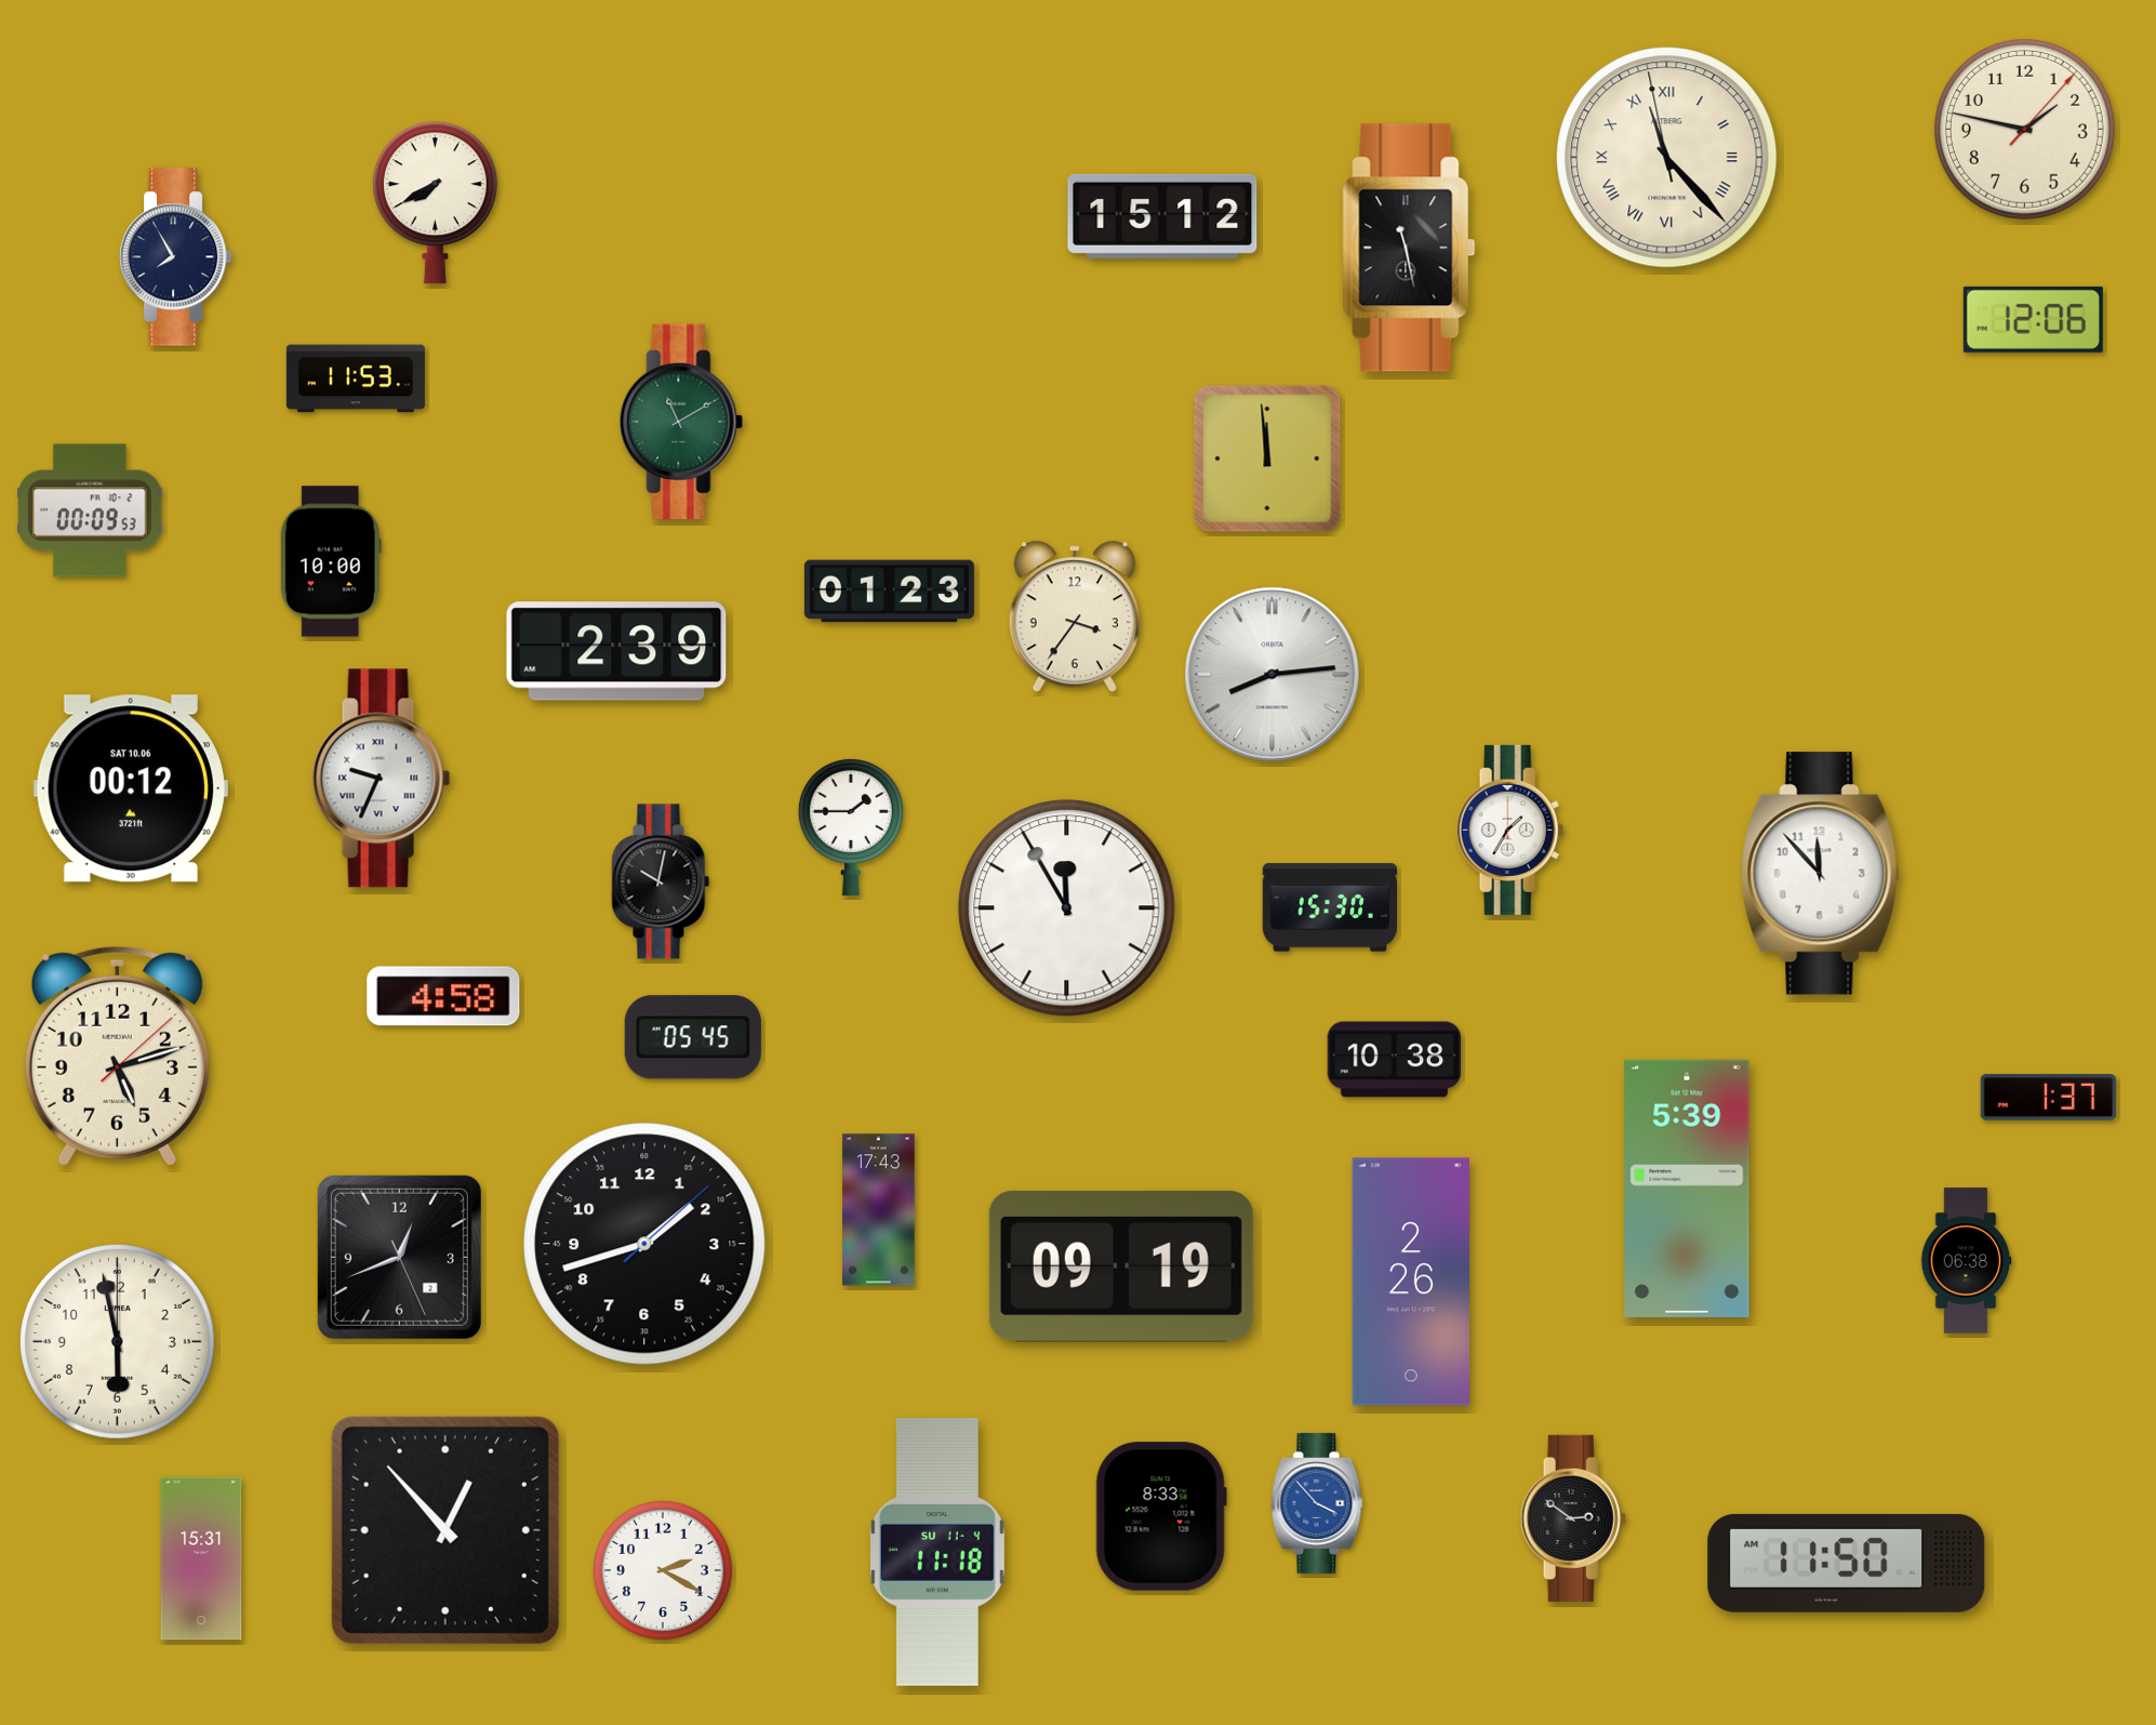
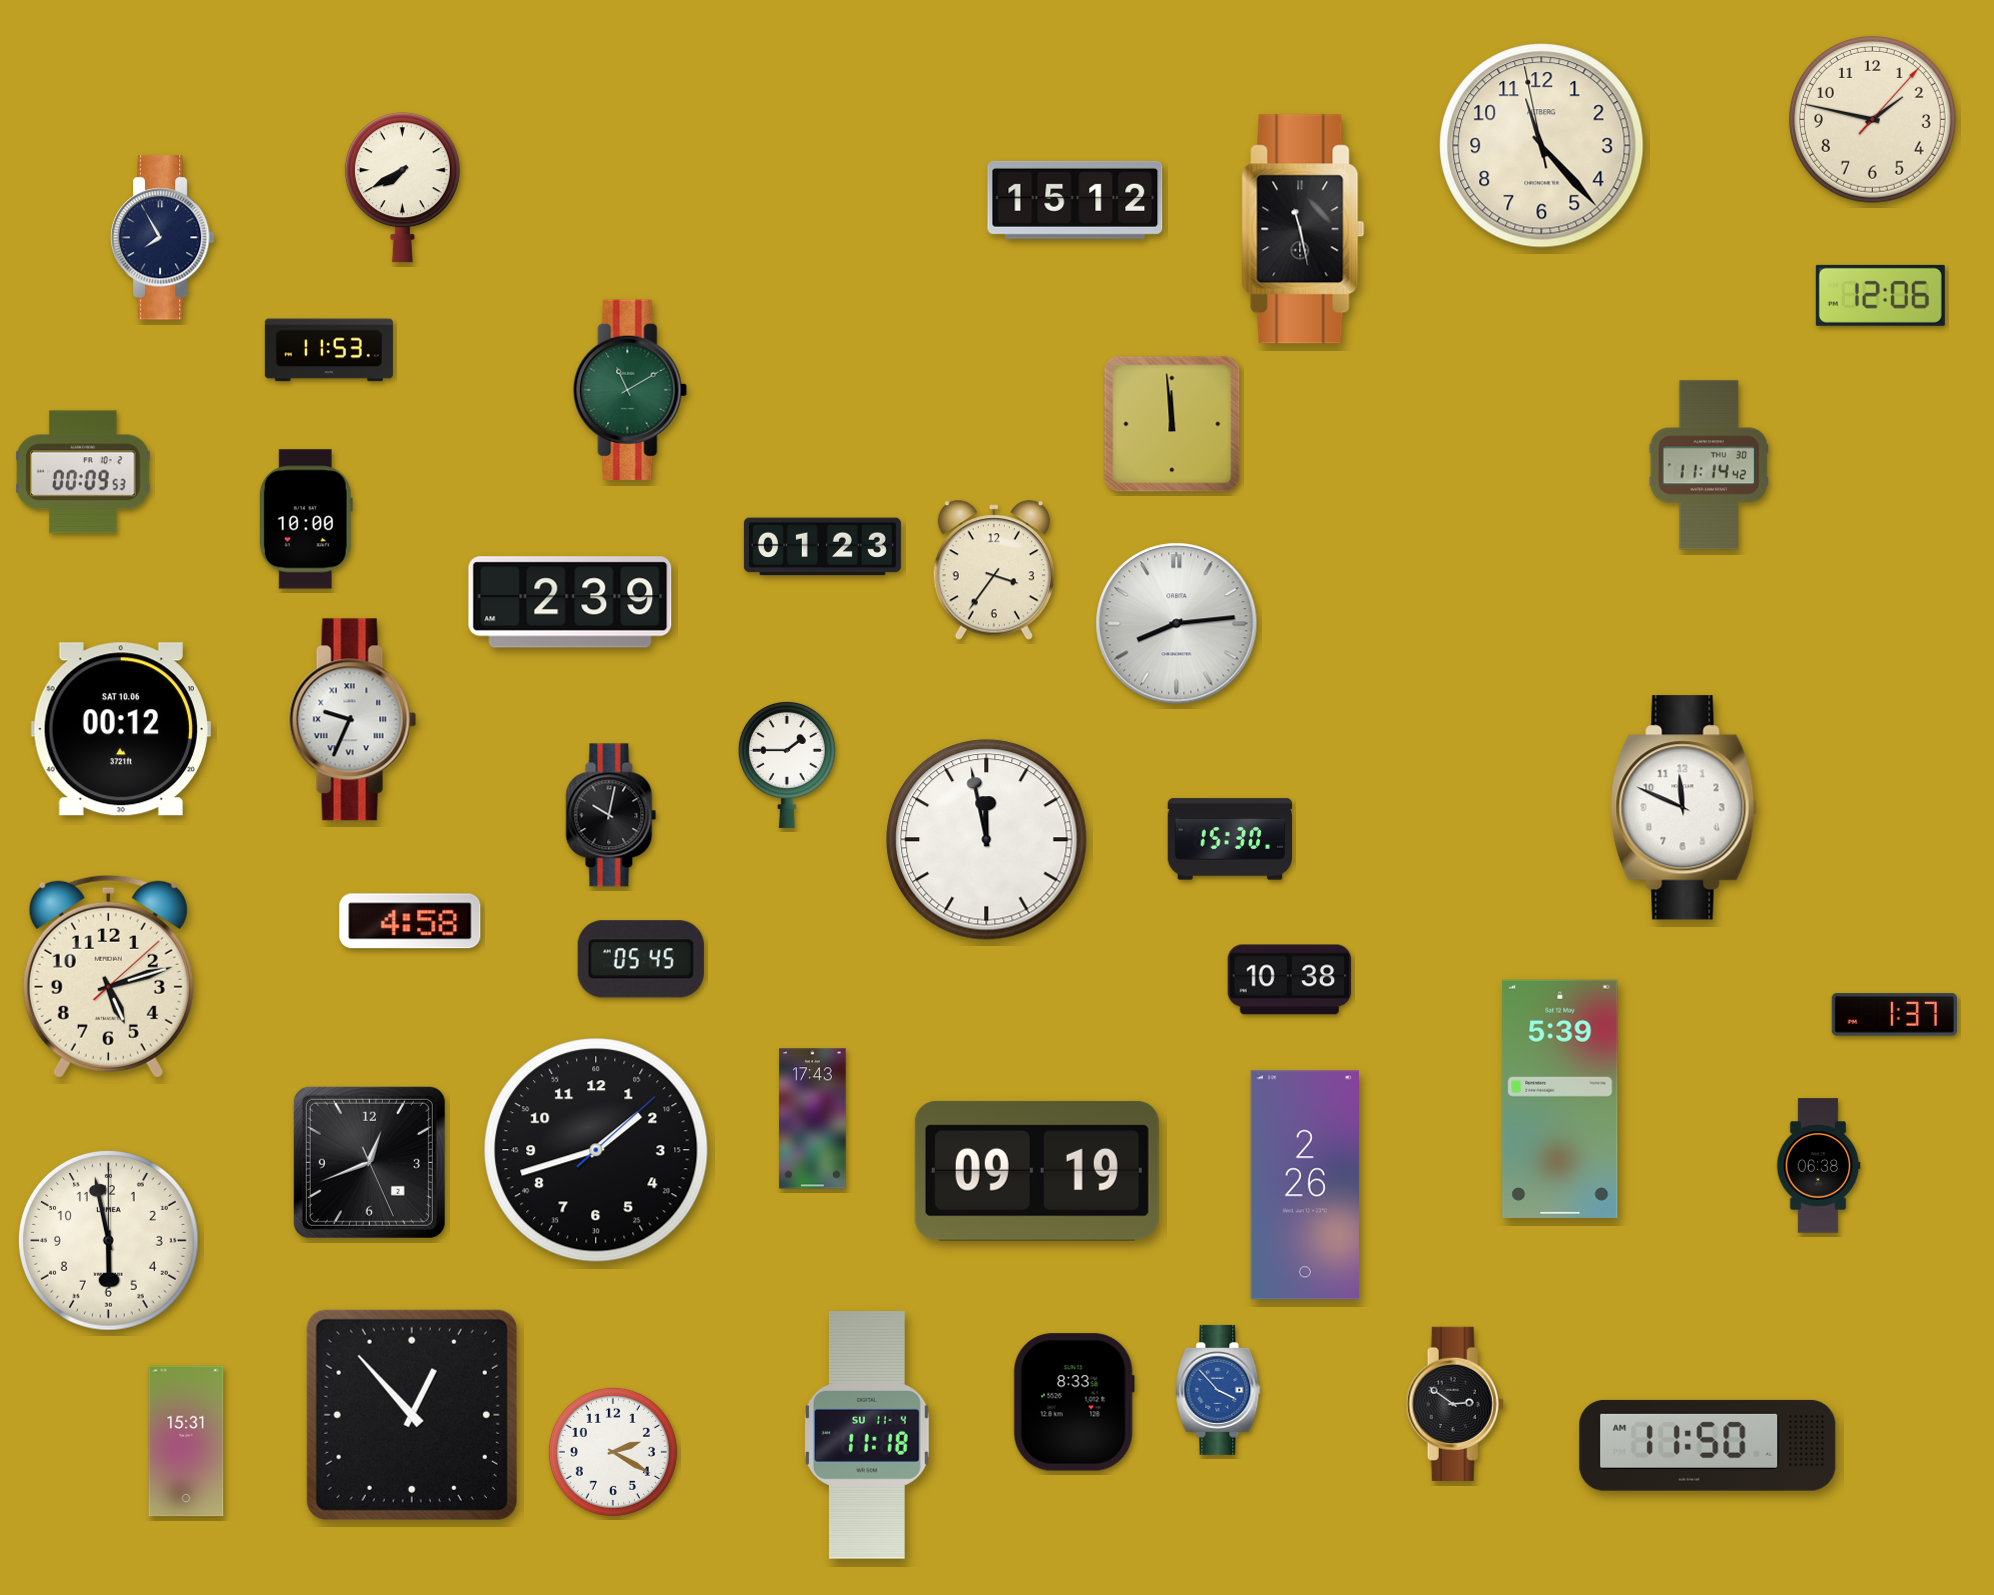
clock at (1667, 158) numerals: Roman -> Arabic
clock at (1709, 465): none -> 11:14
clock at (1510, 830): 1:35 -> none
clock at (1821, 874): 11:53 -> 11:49
clock at (1067, 908): 11:55 -> 11:58
